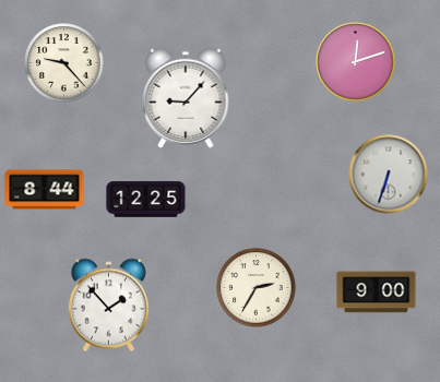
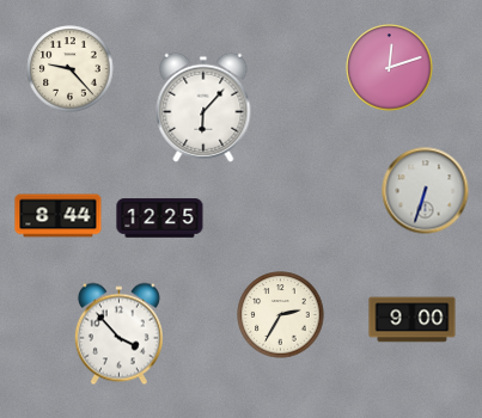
clock at (186, 98): 9:07 -> 6:07
clock at (45, 190) position: (45, 190) -> (59, 216)
clock at (108, 306): 1:53 -> 3:53
